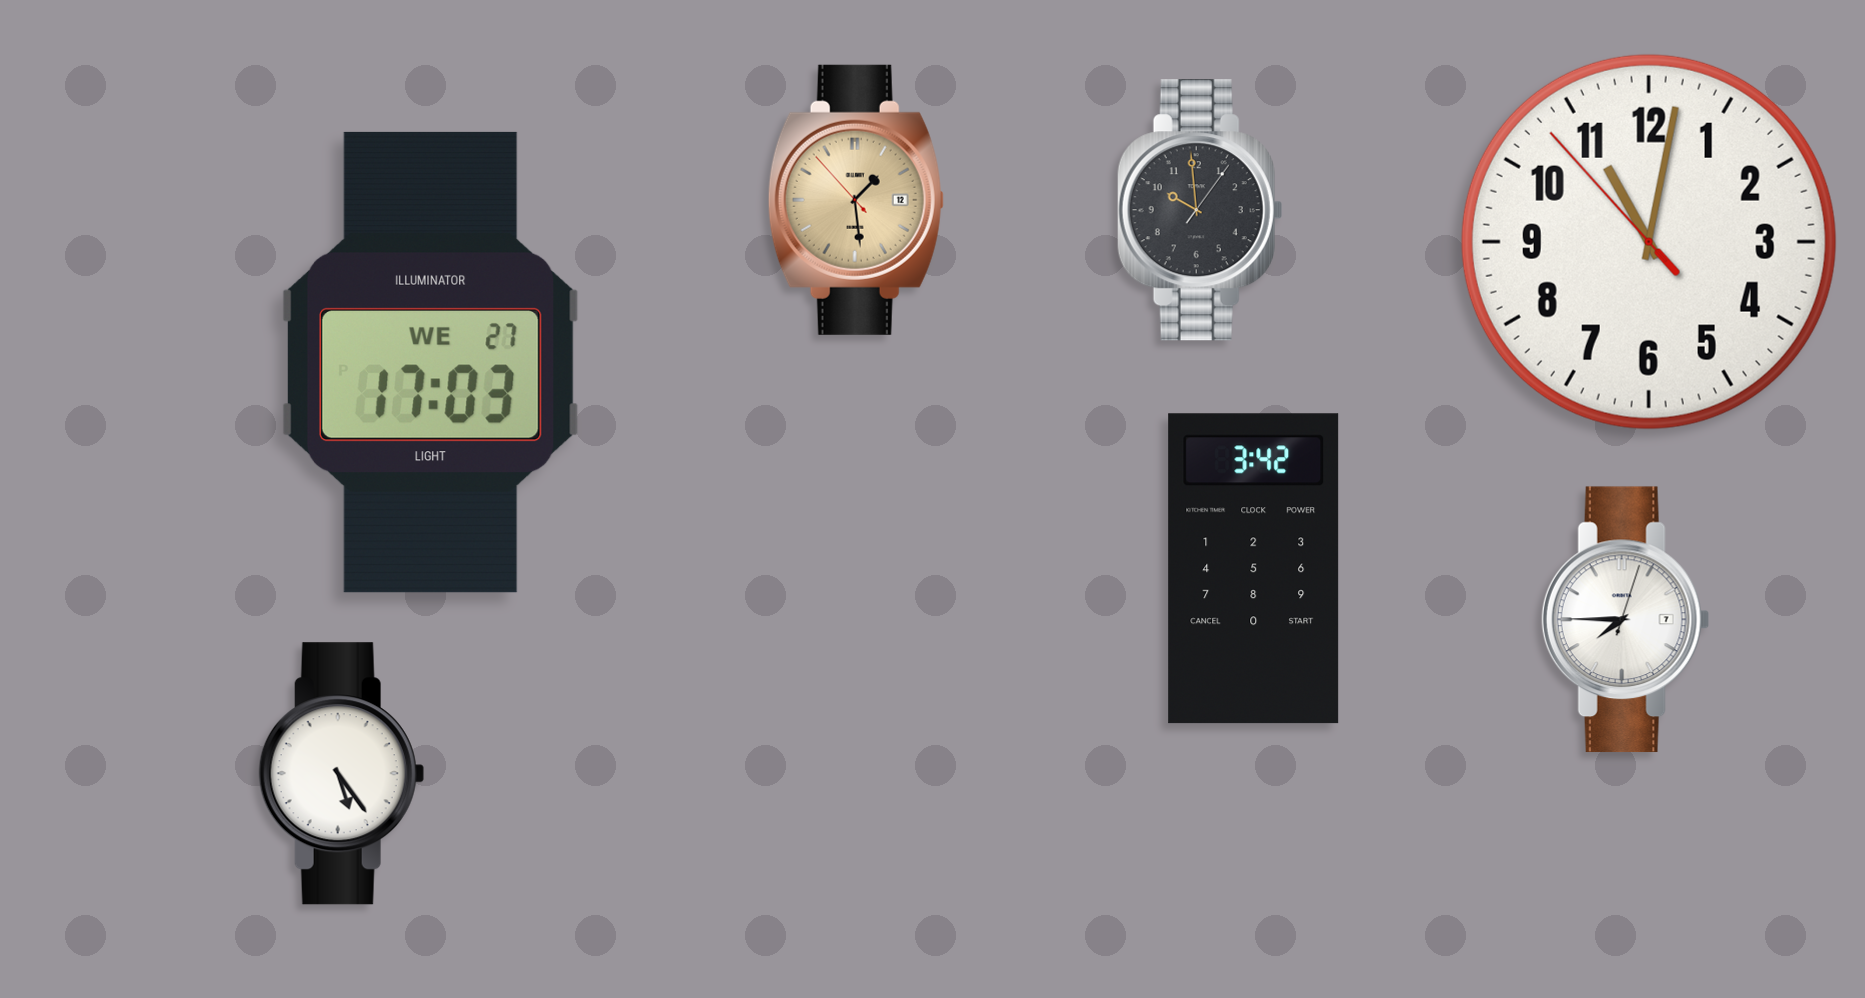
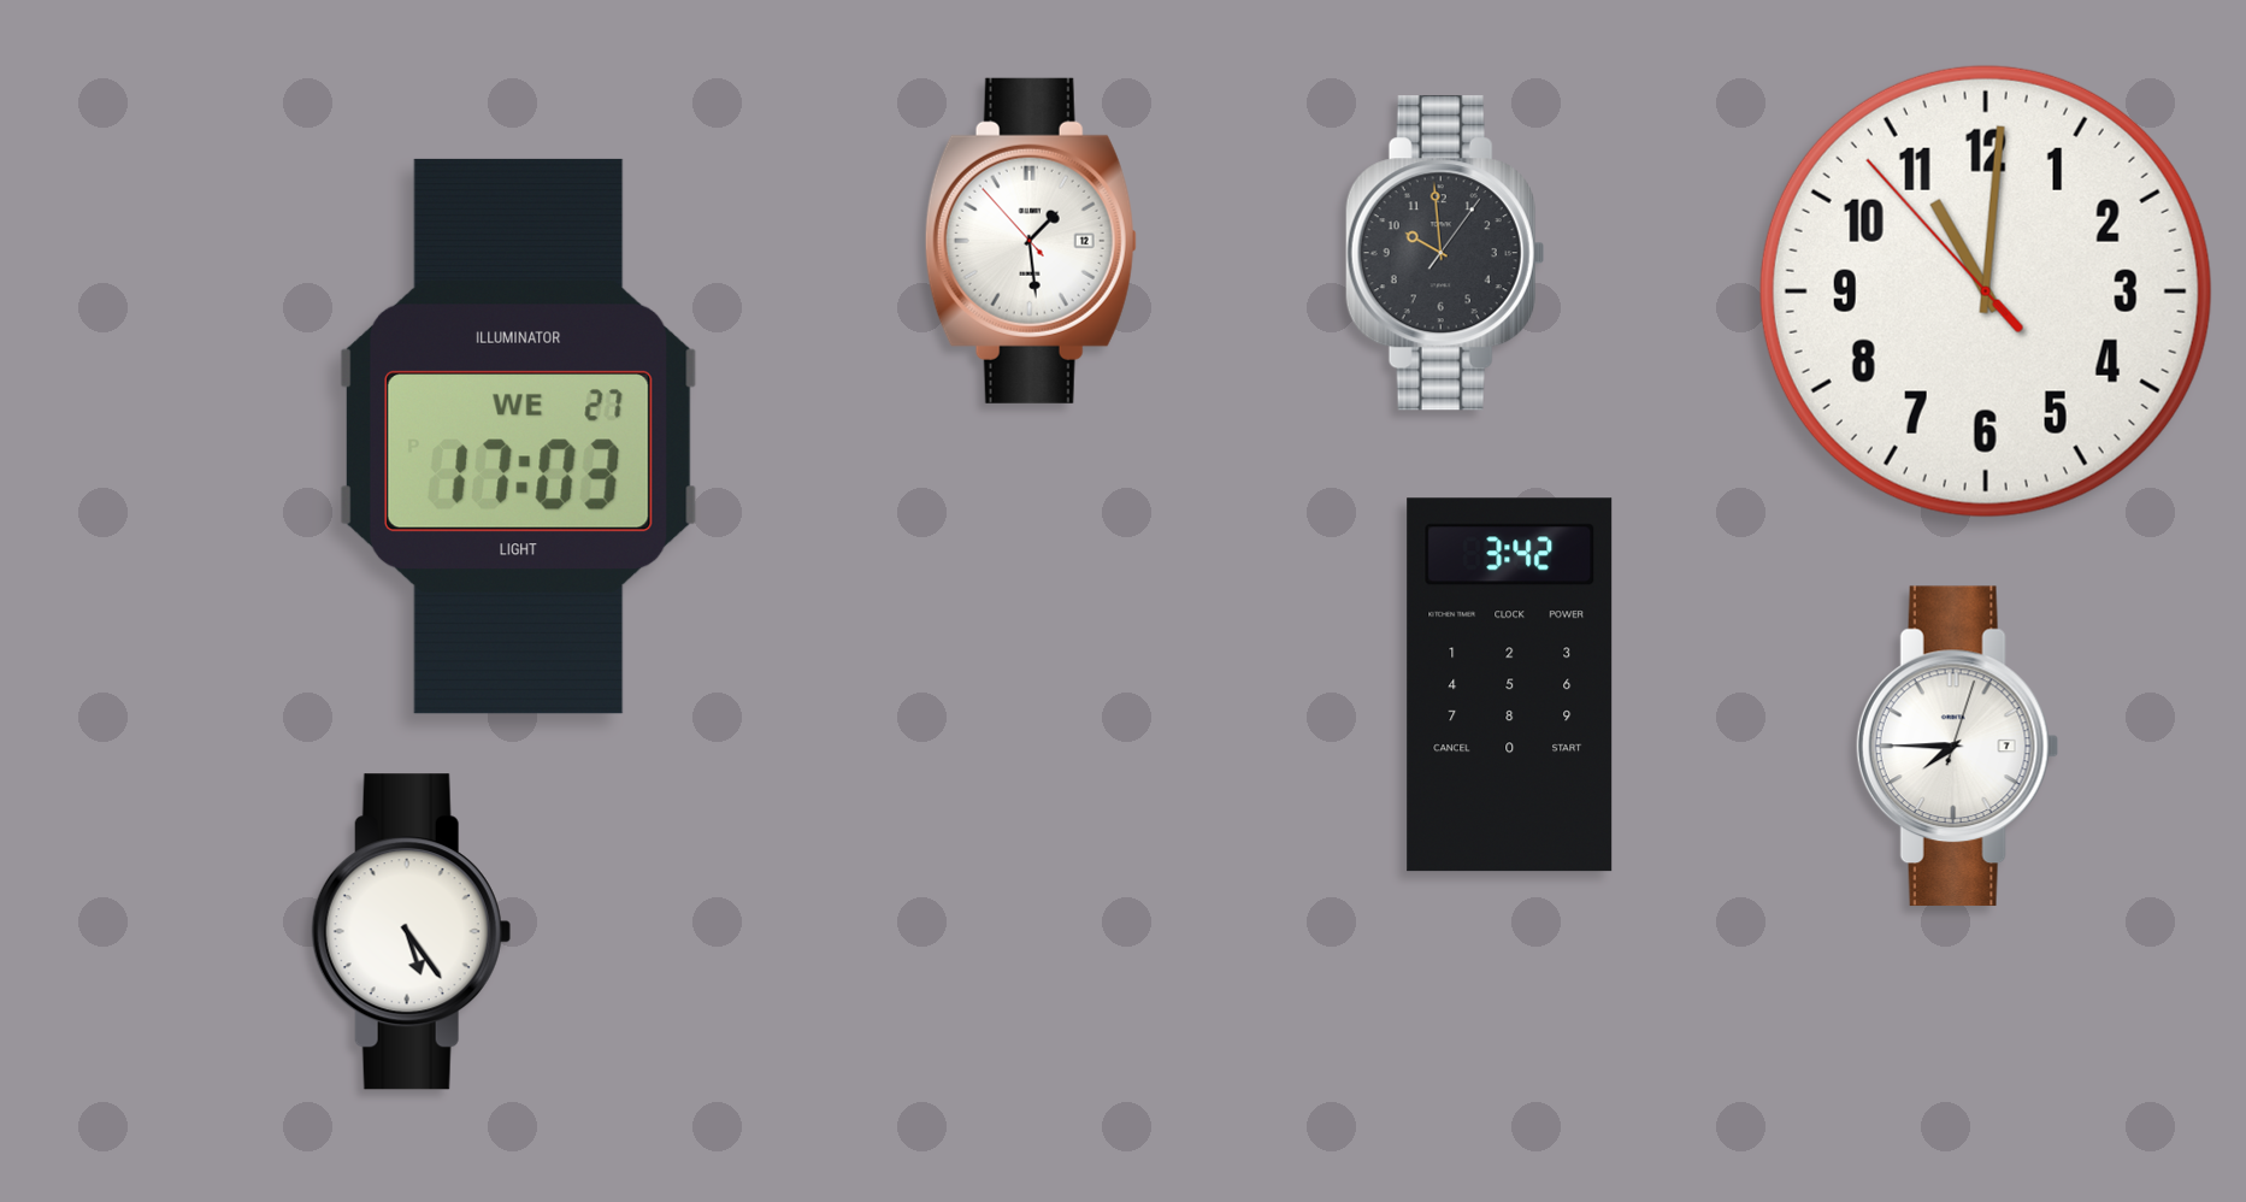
clock at (856, 200) dial: champagne -> white
clock at (1649, 242): 11:01 -> 11:00
